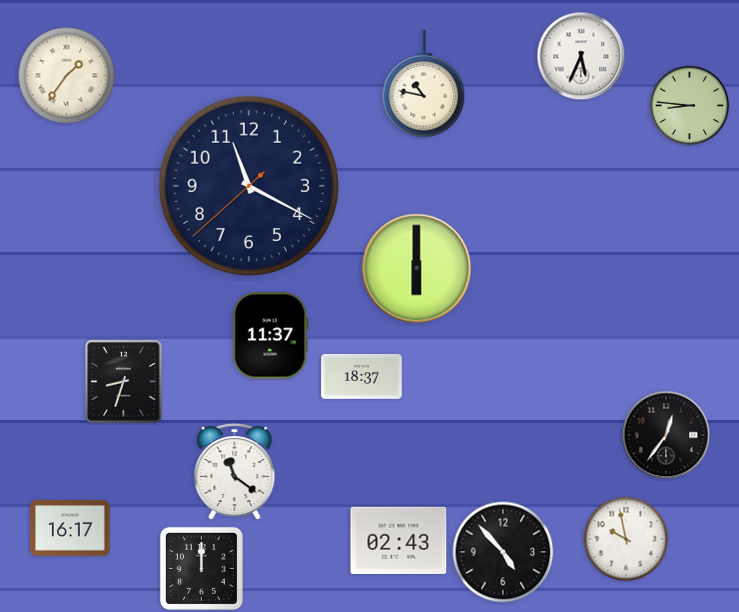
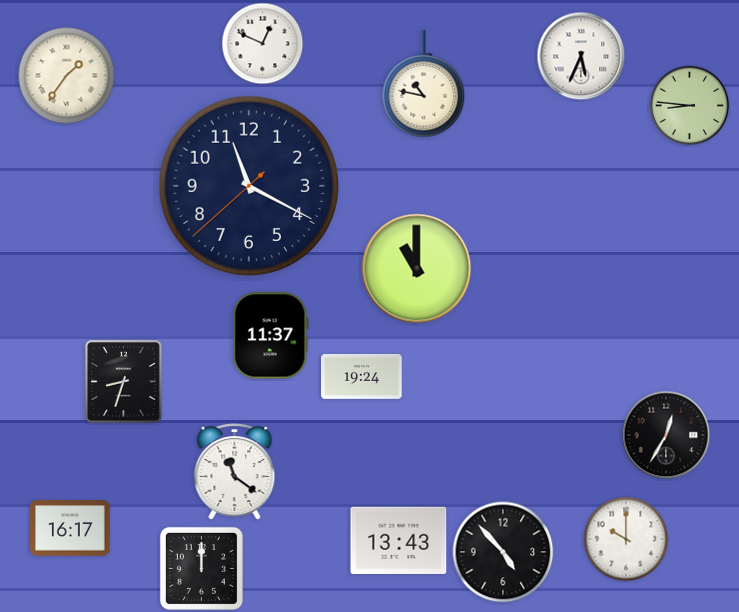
clock at (263, 44): none -> 12:49
clock at (417, 269): 6:00 -> 11:00
clock at (362, 376): 18:37 -> 19:24
clock at (666, 435): 12:36 -> 12:35
clock at (626, 539): 9:58 -> 10:00
clock at (399, 540): 02:43 -> 13:43
